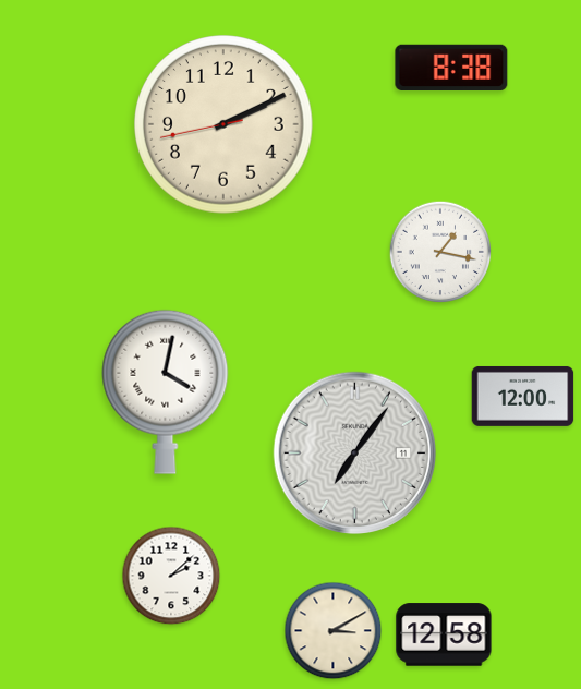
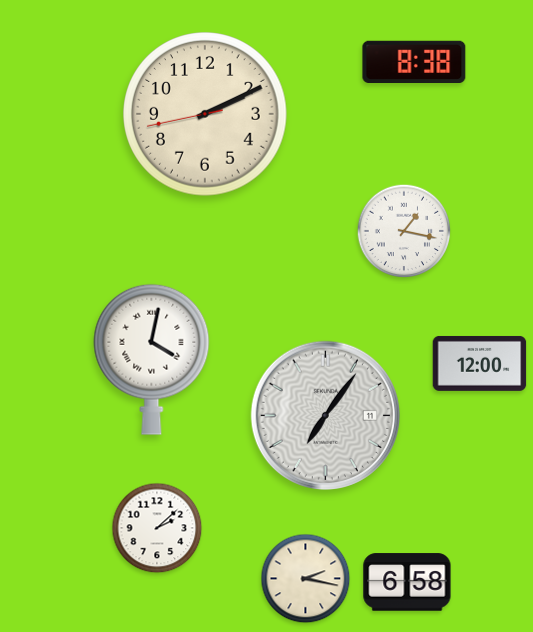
clock at (334, 631): 3:10 -> 2:17
clock at (444, 634): 12:58 -> 6:58
